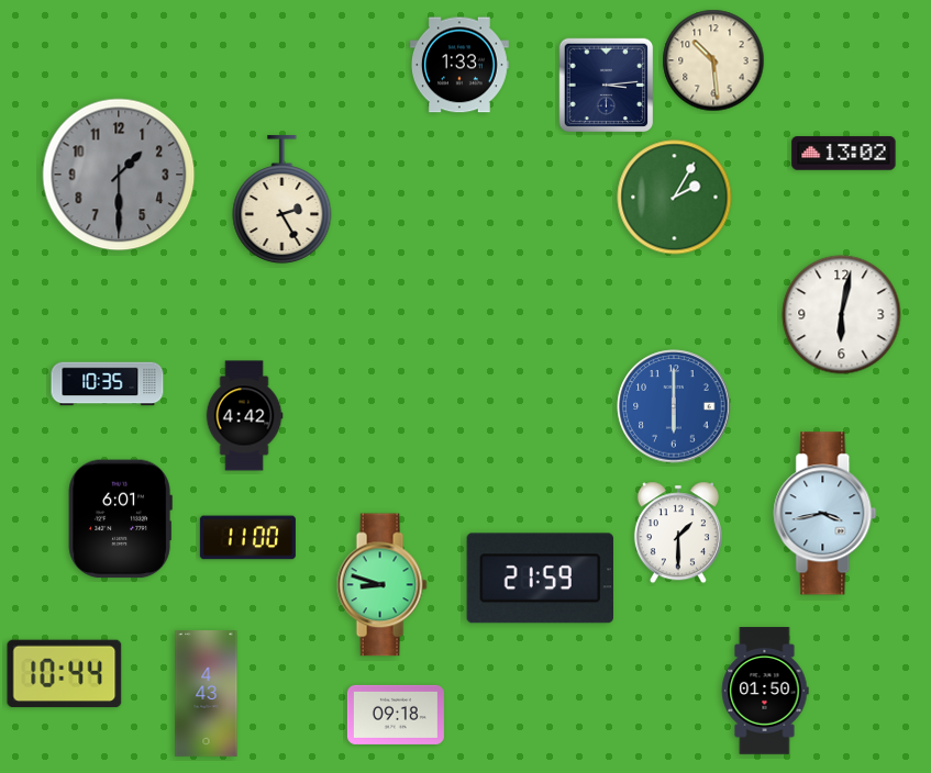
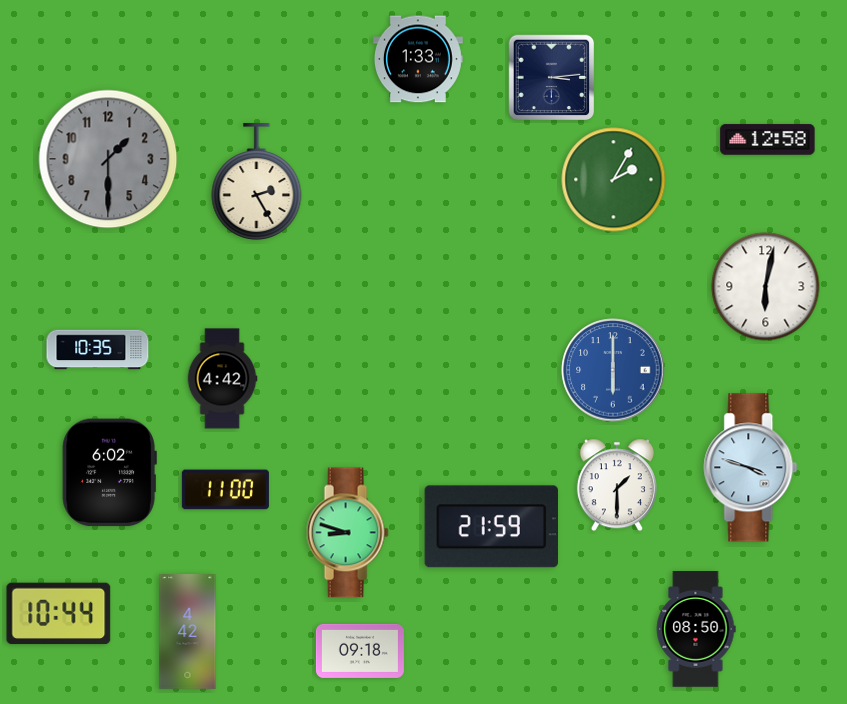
clock at (713, 60): 10:29 -> none
clock at (844, 154): 13:02 -> 12:58
clock at (825, 514): 3:43 -> 3:48
clock at (120, 519): 6:01 -> 6:02
clock at (765, 691): 01:50 -> 08:50
clock at (207, 694): 4:43 -> 4:42
